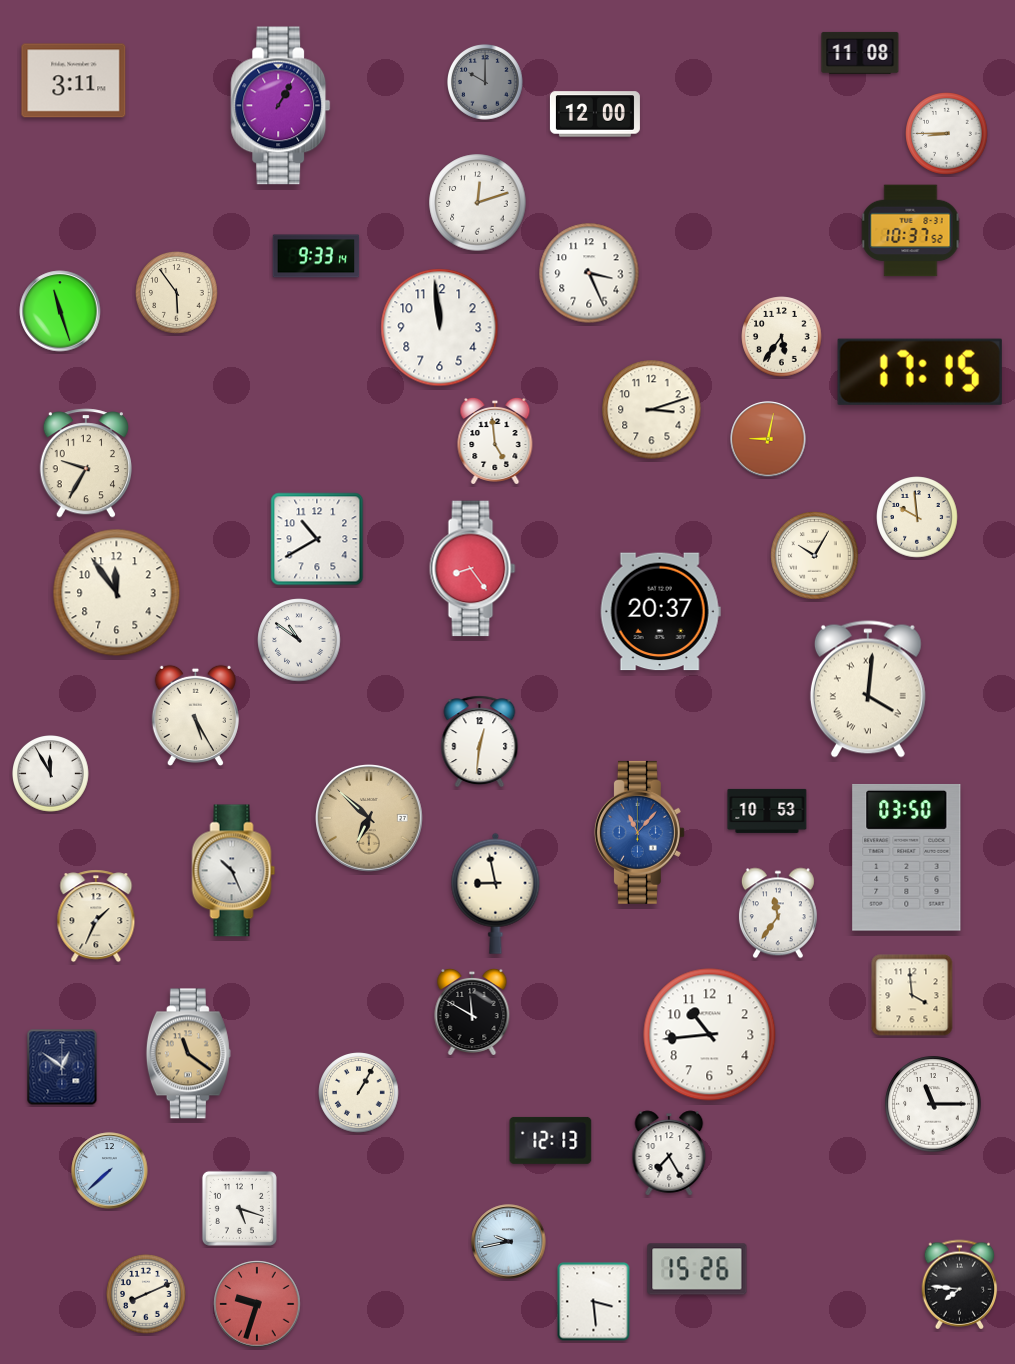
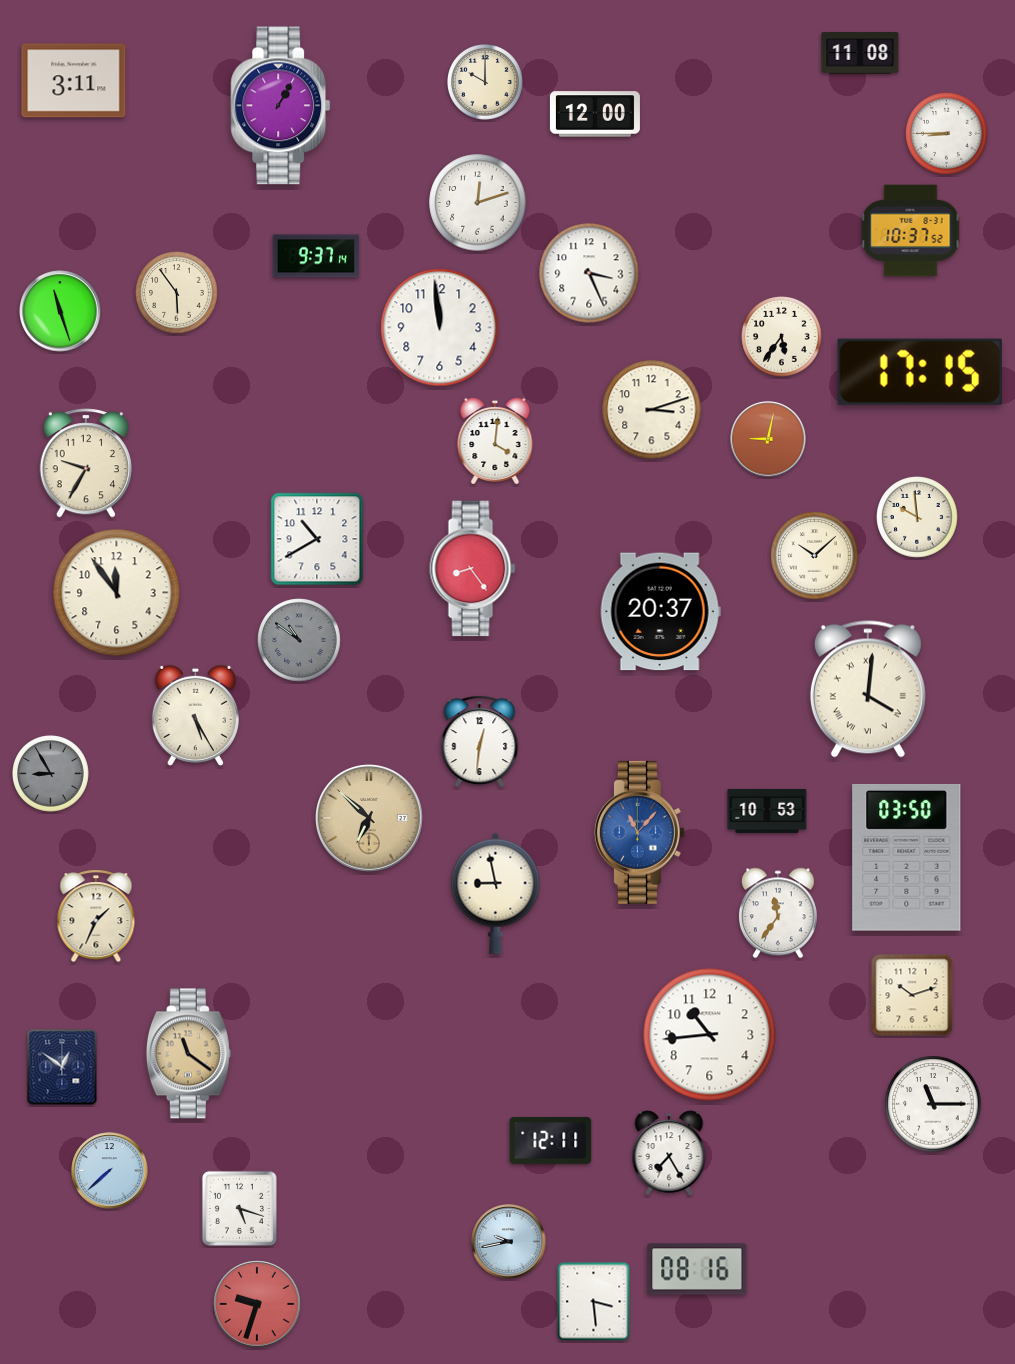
clock at (486, 83) dial: grey -> cream
clock at (316, 256): 9:33 -> 9:37
clock at (495, 441): 4:59 -> 4:01
clock at (815, 556): 10:05 -> 10:08
clock at (299, 640) dial: white -> grey
clock at (51, 774): 11:55 -> 8:55
clock at (51, 774) dial: white -> grey
clock at (234, 871): 10:26 -> none
clock at (912, 995): 3:59 -> 10:12
clock at (472, 1012): 11:50 -> none
clock at (359, 1093): 1:05 -> none
clock at (551, 1140): 12:13 -> 12:11
clock at (697, 1269): 15:26 -> 08:16
clock at (960, 1285): 7:46 -> none
clock at (147, 1295): 8:11 -> none
